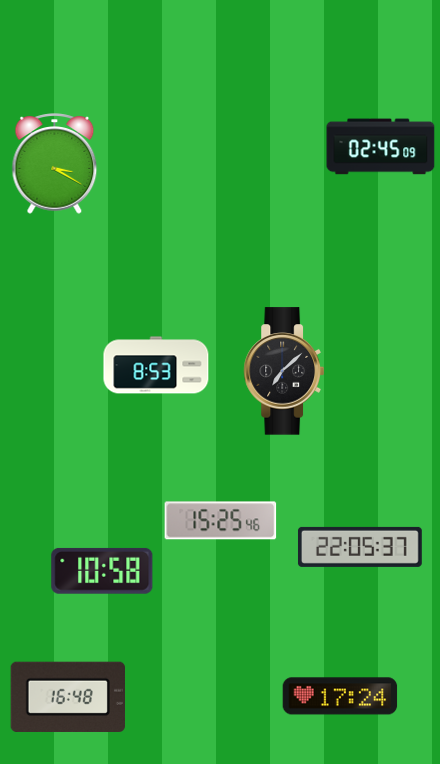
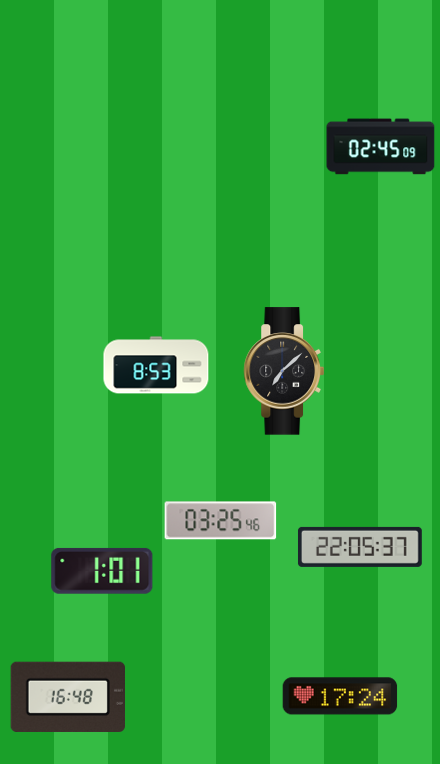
clock at (55, 164): 3:20 -> none
clock at (221, 521): 15:25 -> 03:25
clock at (102, 571): 10:58 -> 1:01
